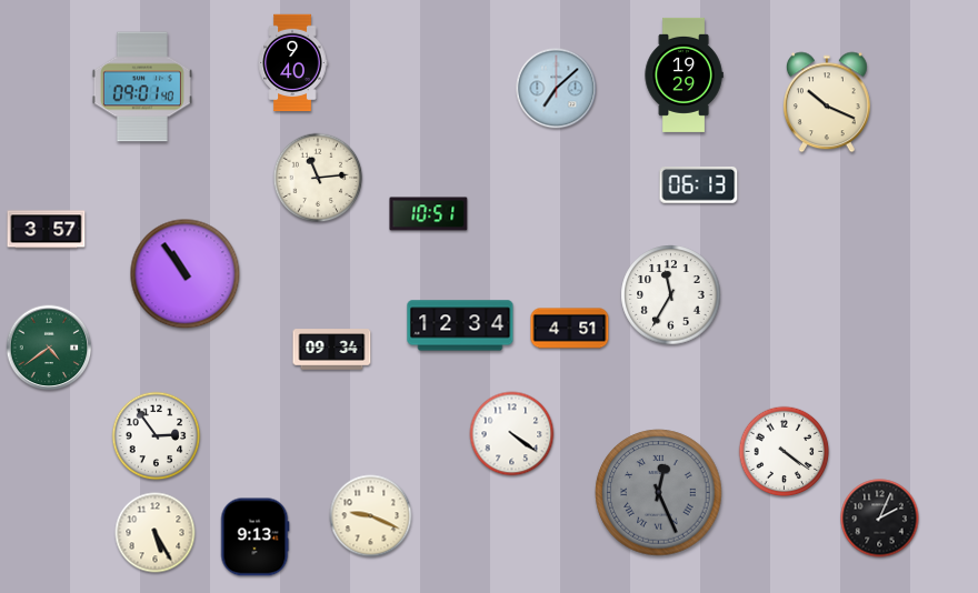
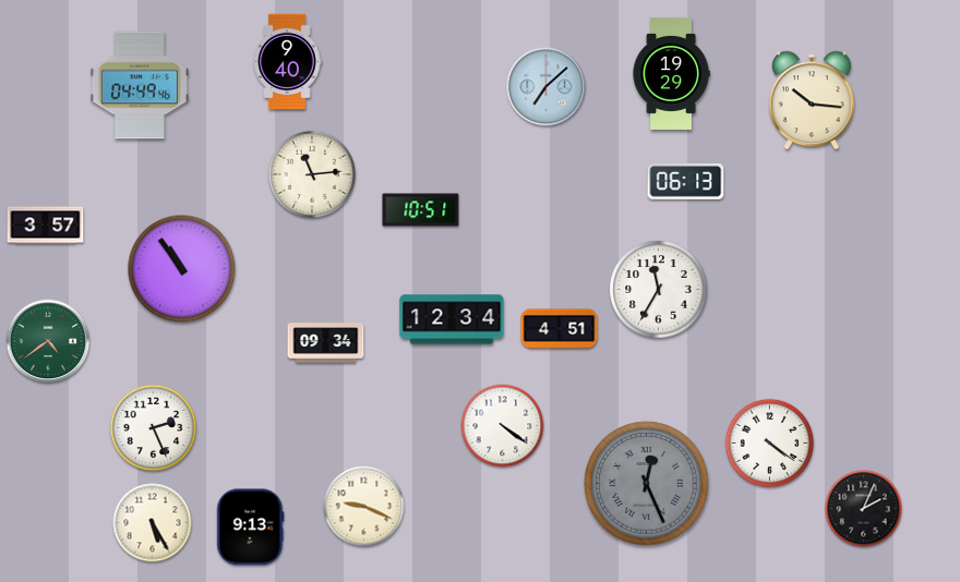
clock at (142, 87): 09:01 -> 04:49
clock at (827, 102): 10:19 -> 10:16
clock at (570, 329) position: (570, 329) -> (560, 329)
clock at (157, 436): 2:54 -> 2:26
